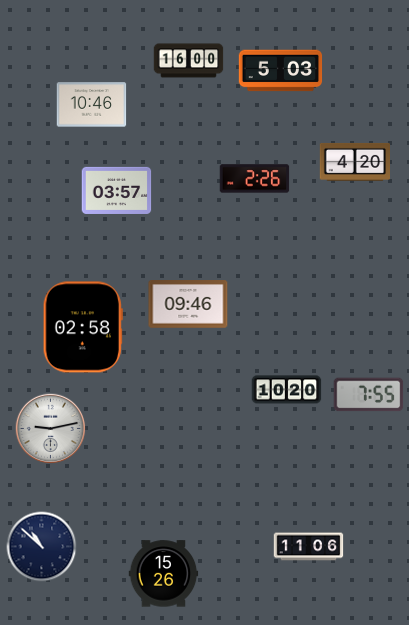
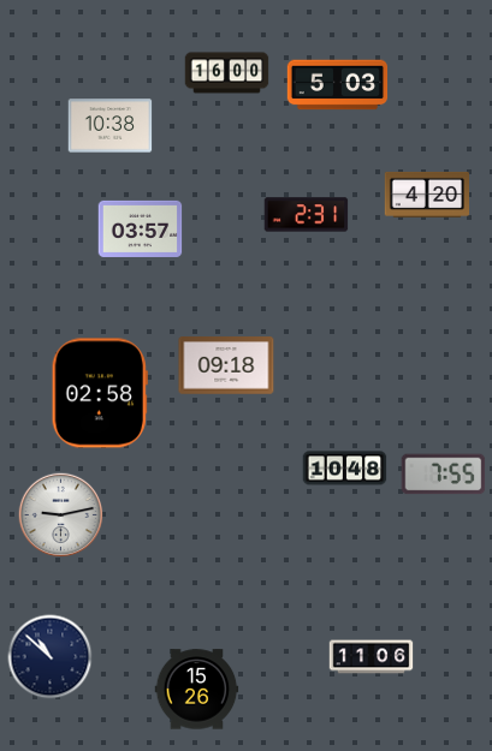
clock at (92, 105): 10:46 -> 10:38
clock at (255, 179): 2:26 -> 2:31
clock at (188, 305): 09:46 -> 09:18
clock at (287, 390): 10:20 -> 10:48
